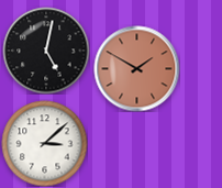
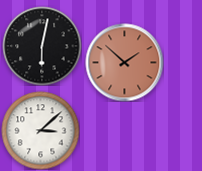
clock at (46, 51): 5:02 -> 6:02
clock at (136, 68): 1:50 -> 1:52
